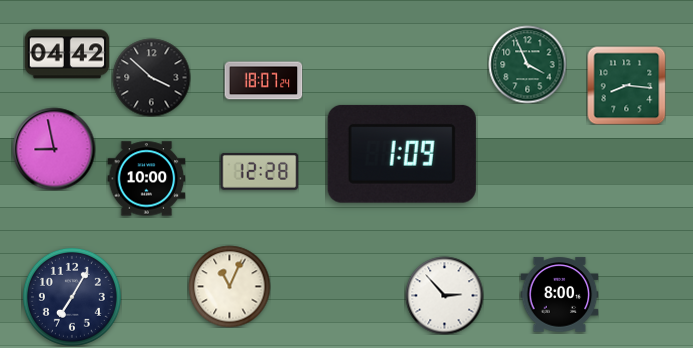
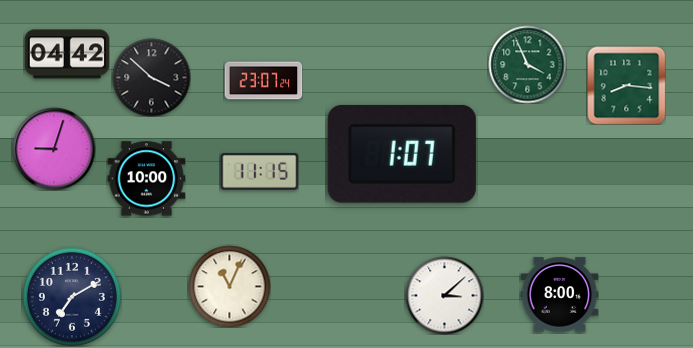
clock at (263, 81): 18:07 -> 23:07
clock at (54, 149): 8:58 -> 9:03
clock at (402, 154): 1:09 -> 1:07
clock at (259, 172): 12:28 -> 11:15
clock at (444, 295): 2:53 -> 3:08
clock at (72, 297): 7:05 -> 7:10
